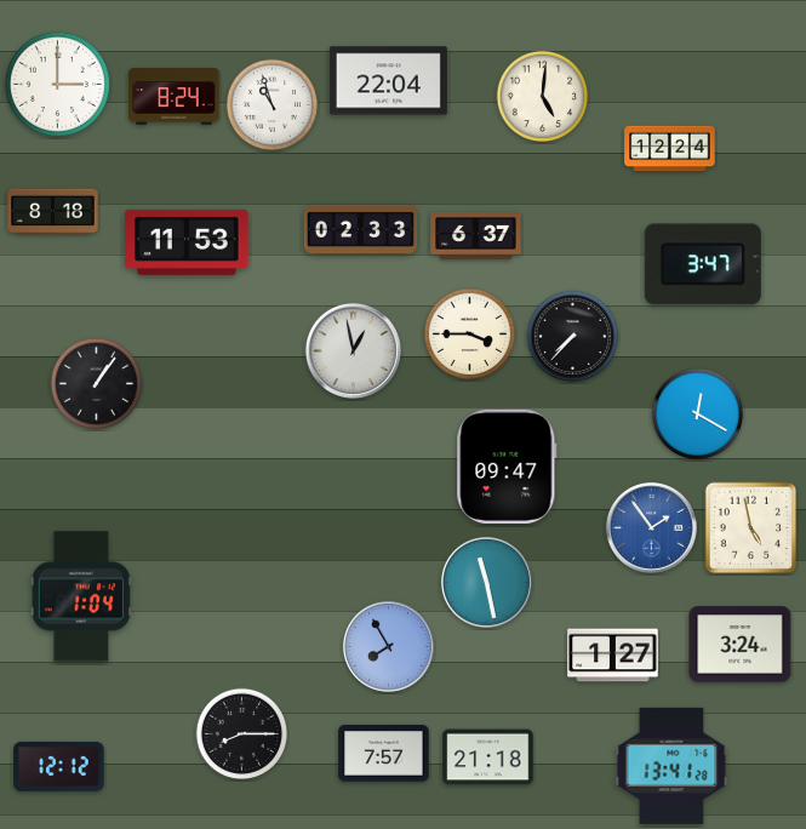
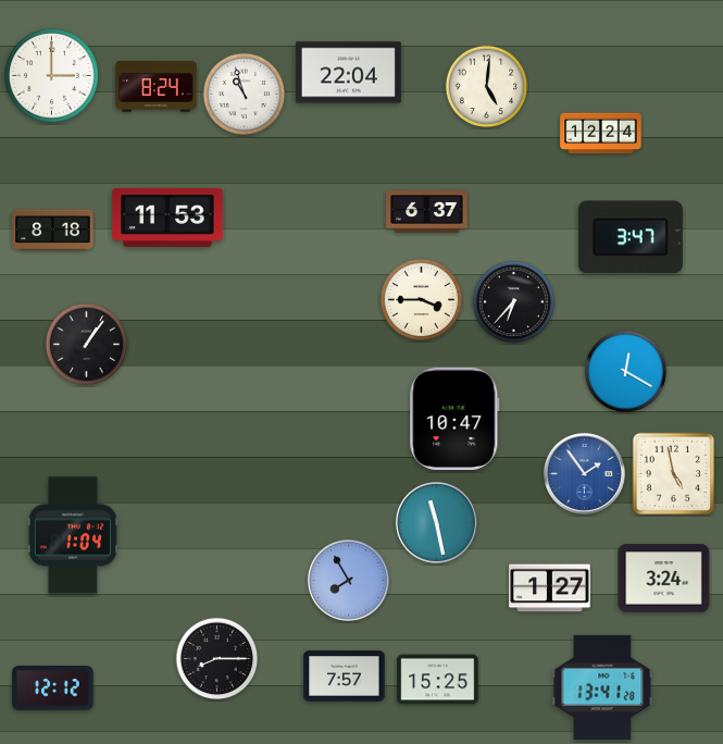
clock at (53, 212) position: (53, 212) -> (53, 231)
clock at (361, 229): 02:33 -> none
clock at (573, 337): 7:37 -> 6:37
clock at (353, 350): 12:58 -> none
clock at (507, 467): 09:47 -> 10:47
clock at (488, 757): 21:18 -> 15:25
